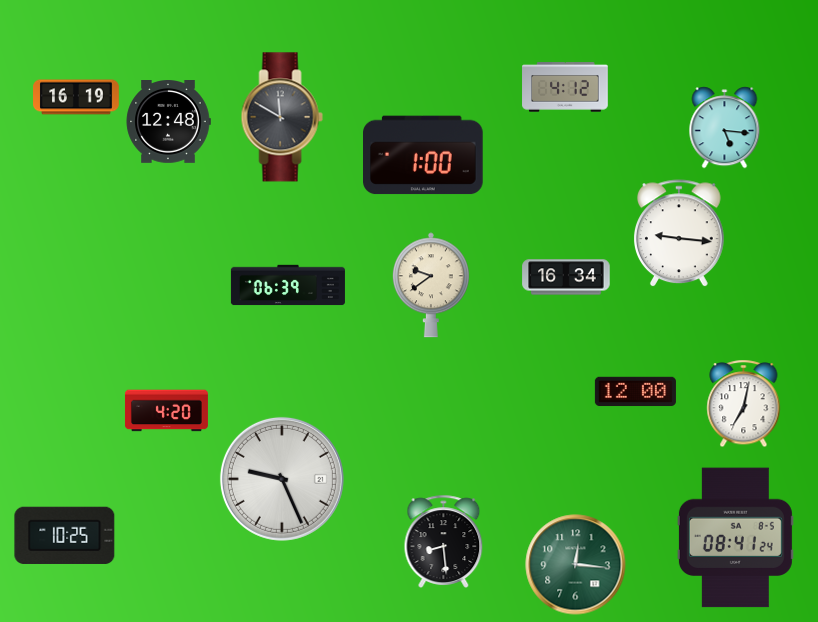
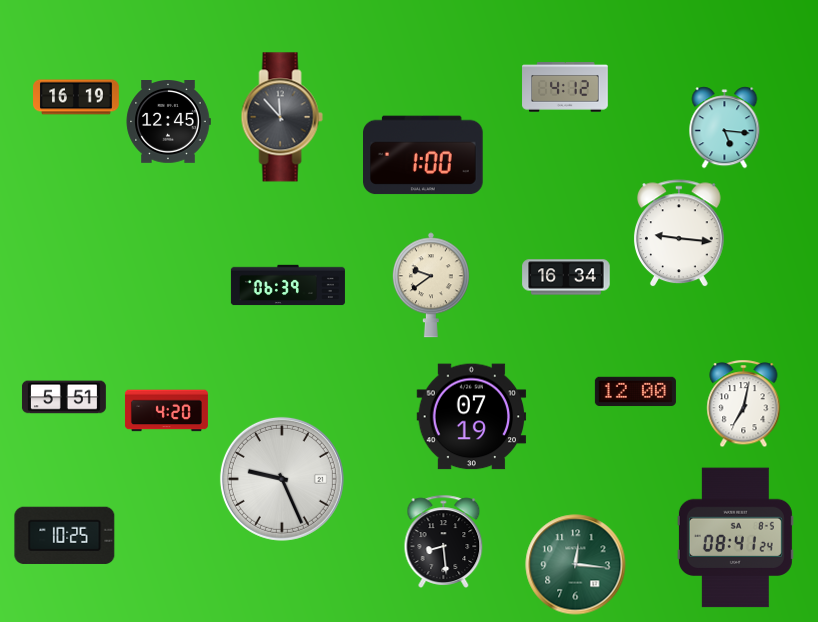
clock at (282, 117): 11:50 -> 11:53
clock at (168, 122): 12:48 -> 12:45
clock at (64, 397): none -> 5:51
clock at (472, 417): none -> 07:19
